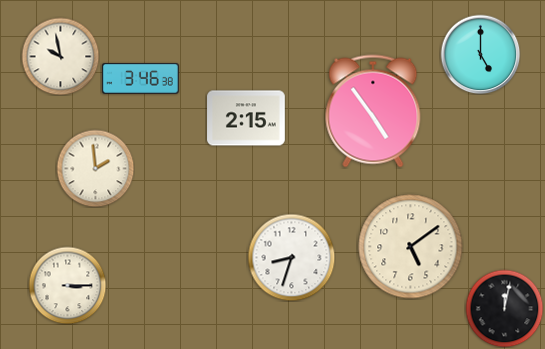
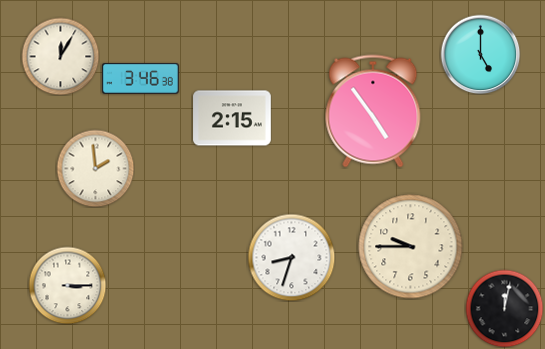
clock at (60, 56): 9:58 -> 12:05
clock at (246, 118) position: (246, 118) -> (232, 118)
clock at (411, 247): 5:09 -> 9:45
